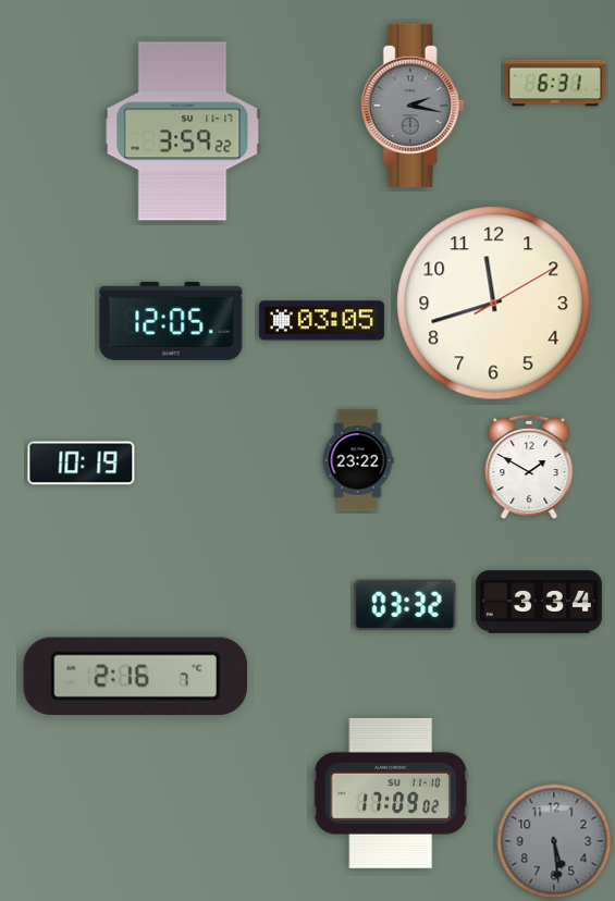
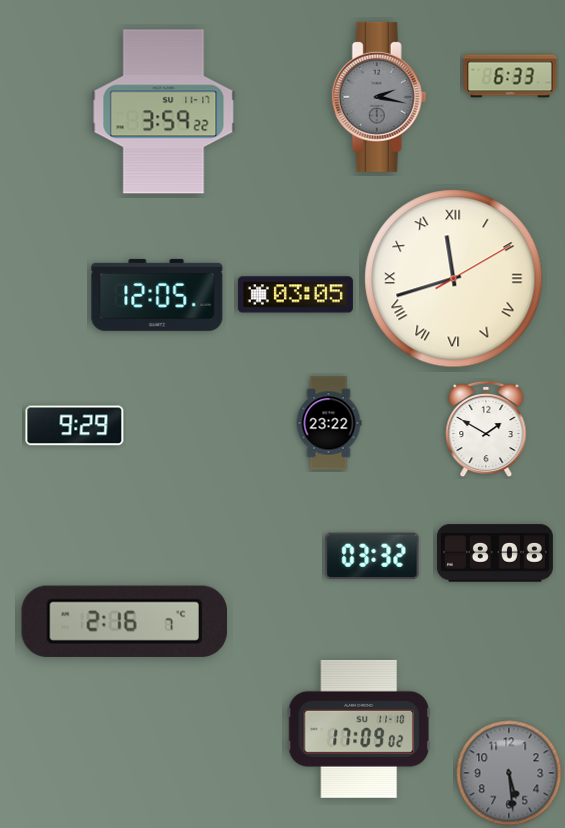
clock at (555, 83): 6:31 -> 6:33
clock at (183, 132) position: (183, 132) -> (164, 112)
clock at (494, 304) numerals: Arabic -> Roman
clock at (82, 464): 10:19 -> 9:29
clock at (539, 602): 3:34 -> 8:08
